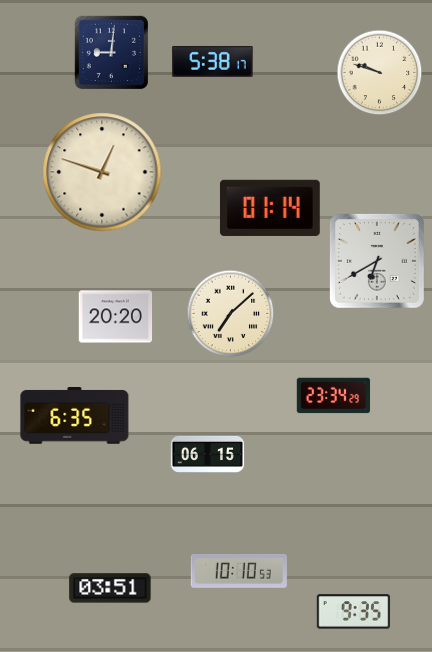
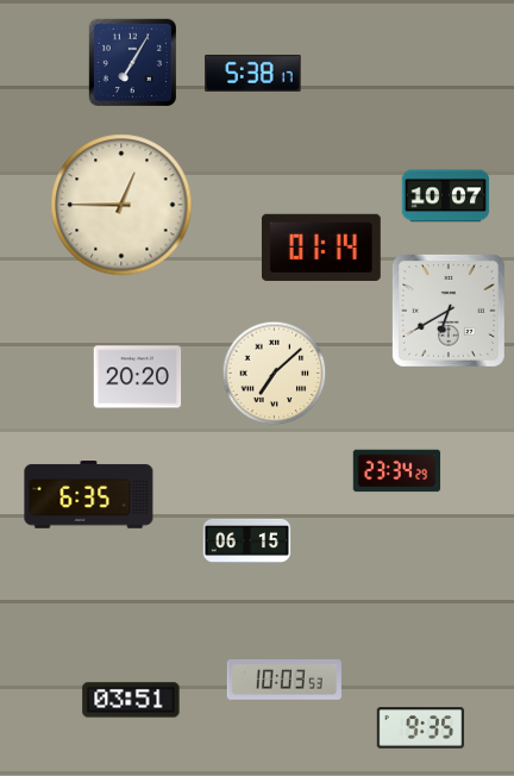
clock at (111, 52): 9:01 -> 7:05
clock at (380, 73): 9:48 -> none
clock at (446, 196): none -> 10:07
clock at (102, 172): 12:48 -> 12:45
clock at (239, 572): 10:10 -> 10:03
